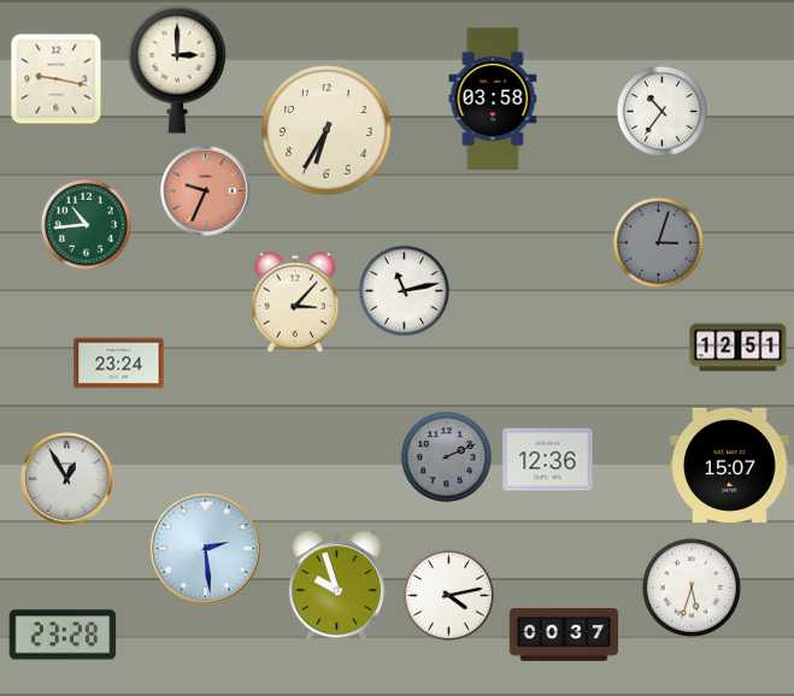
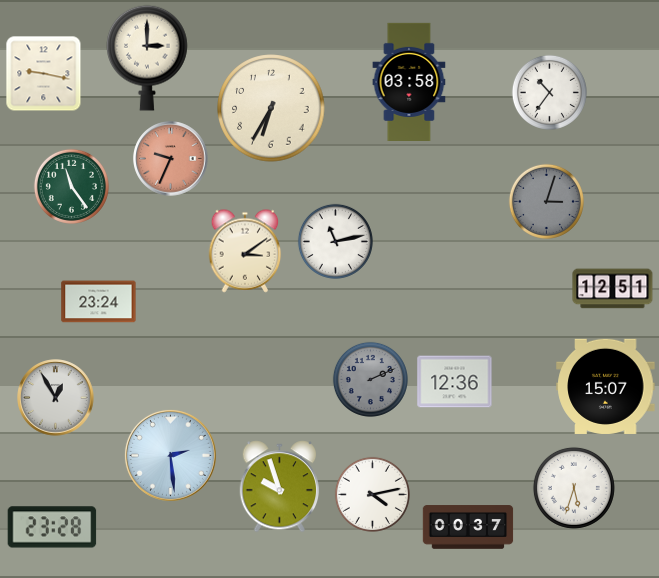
clock at (57, 79) position: (57, 79) -> (44, 74)
clock at (86, 224): 10:44 -> 11:24
clock at (295, 302): 3:07 -> 3:09
